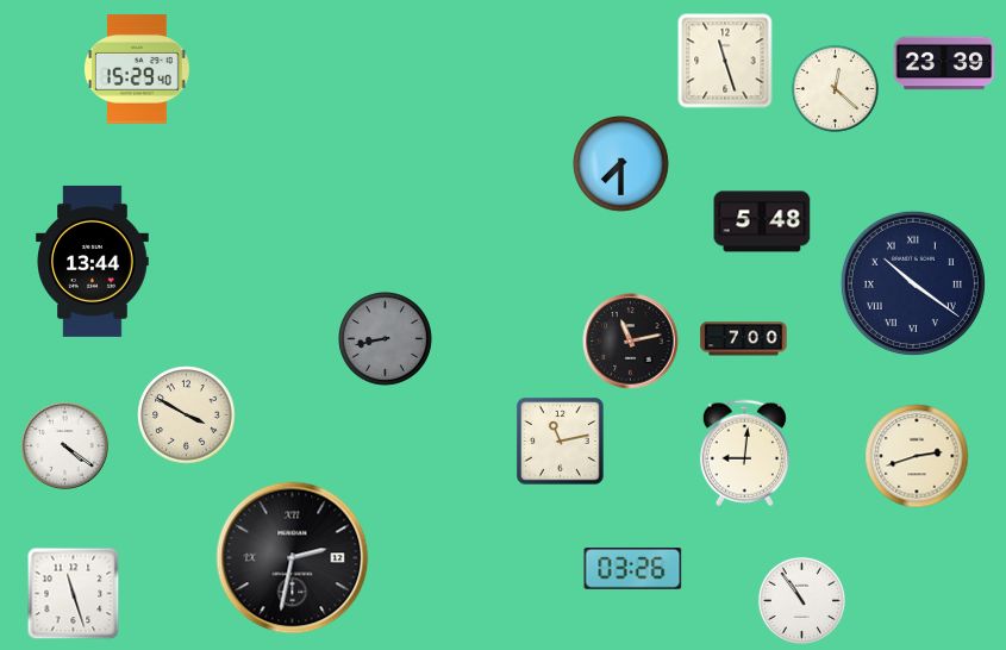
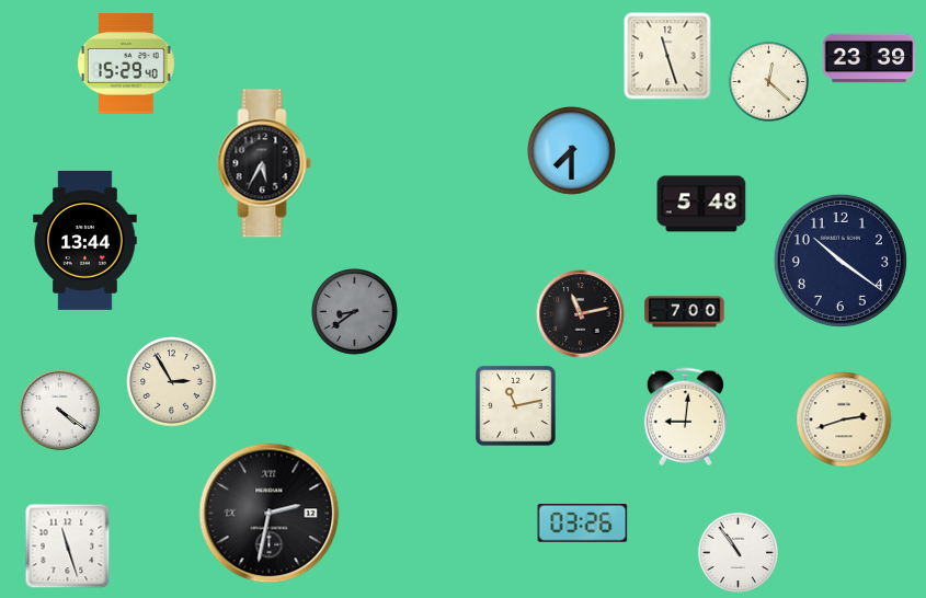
clock at (264, 163): none -> 5:35
clock at (913, 283) numerals: Roman -> Arabic
clock at (386, 339): 8:43 -> 8:39
clock at (187, 415): 3:50 -> 2:55
